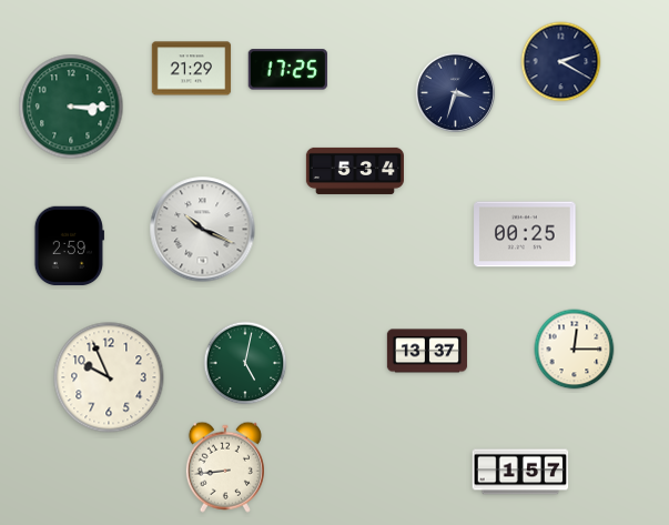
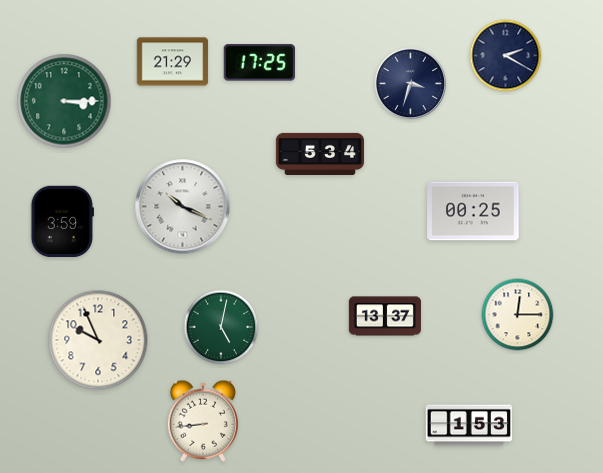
clock at (71, 107) position: (71, 107) -> (64, 101)
clock at (69, 245): 2:59 -> 3:59
clock at (520, 472): 1:57 -> 1:53
